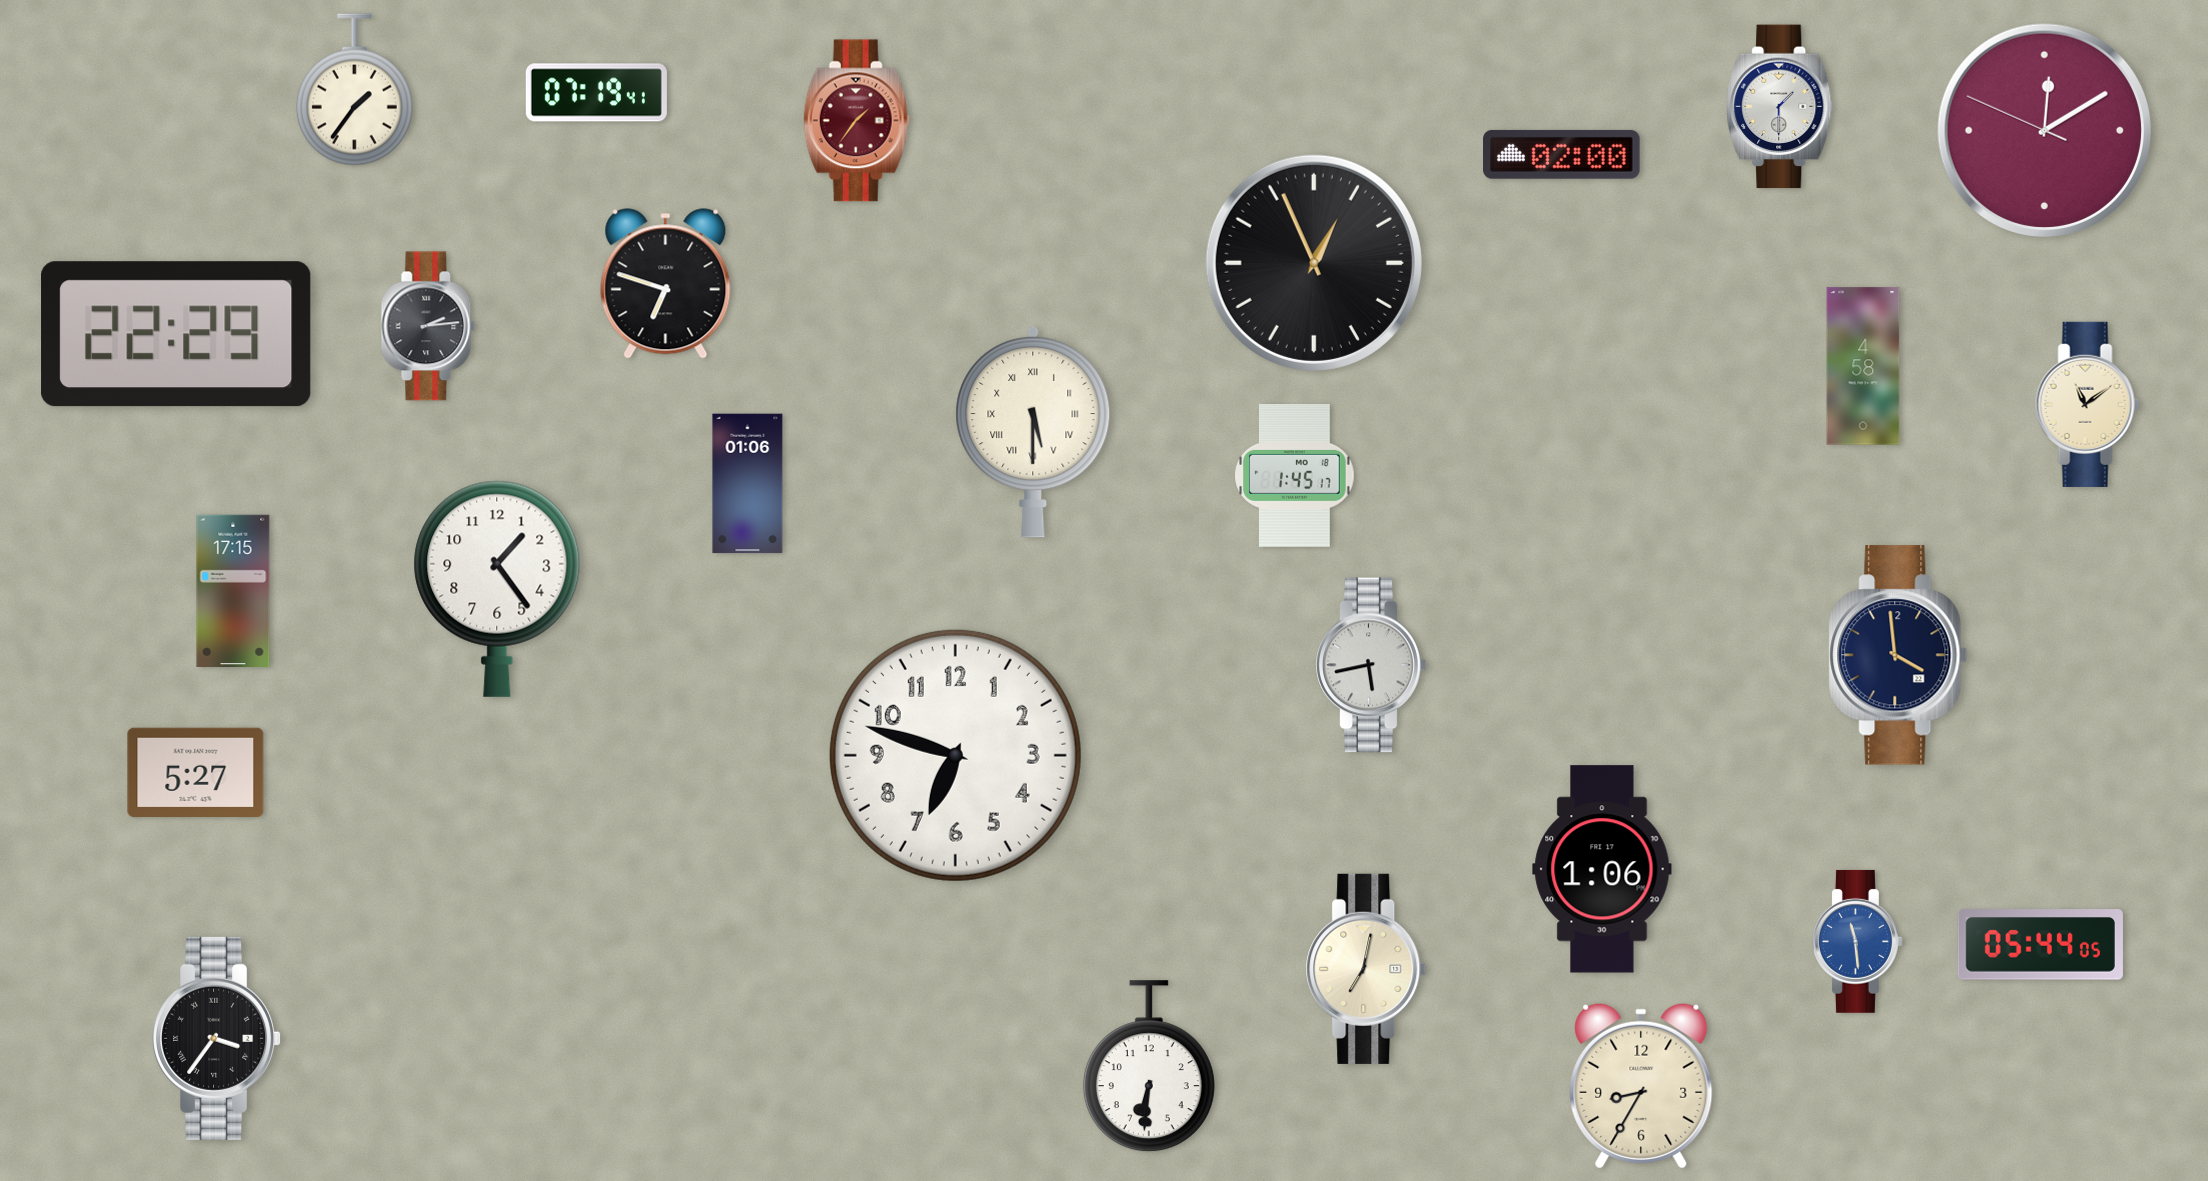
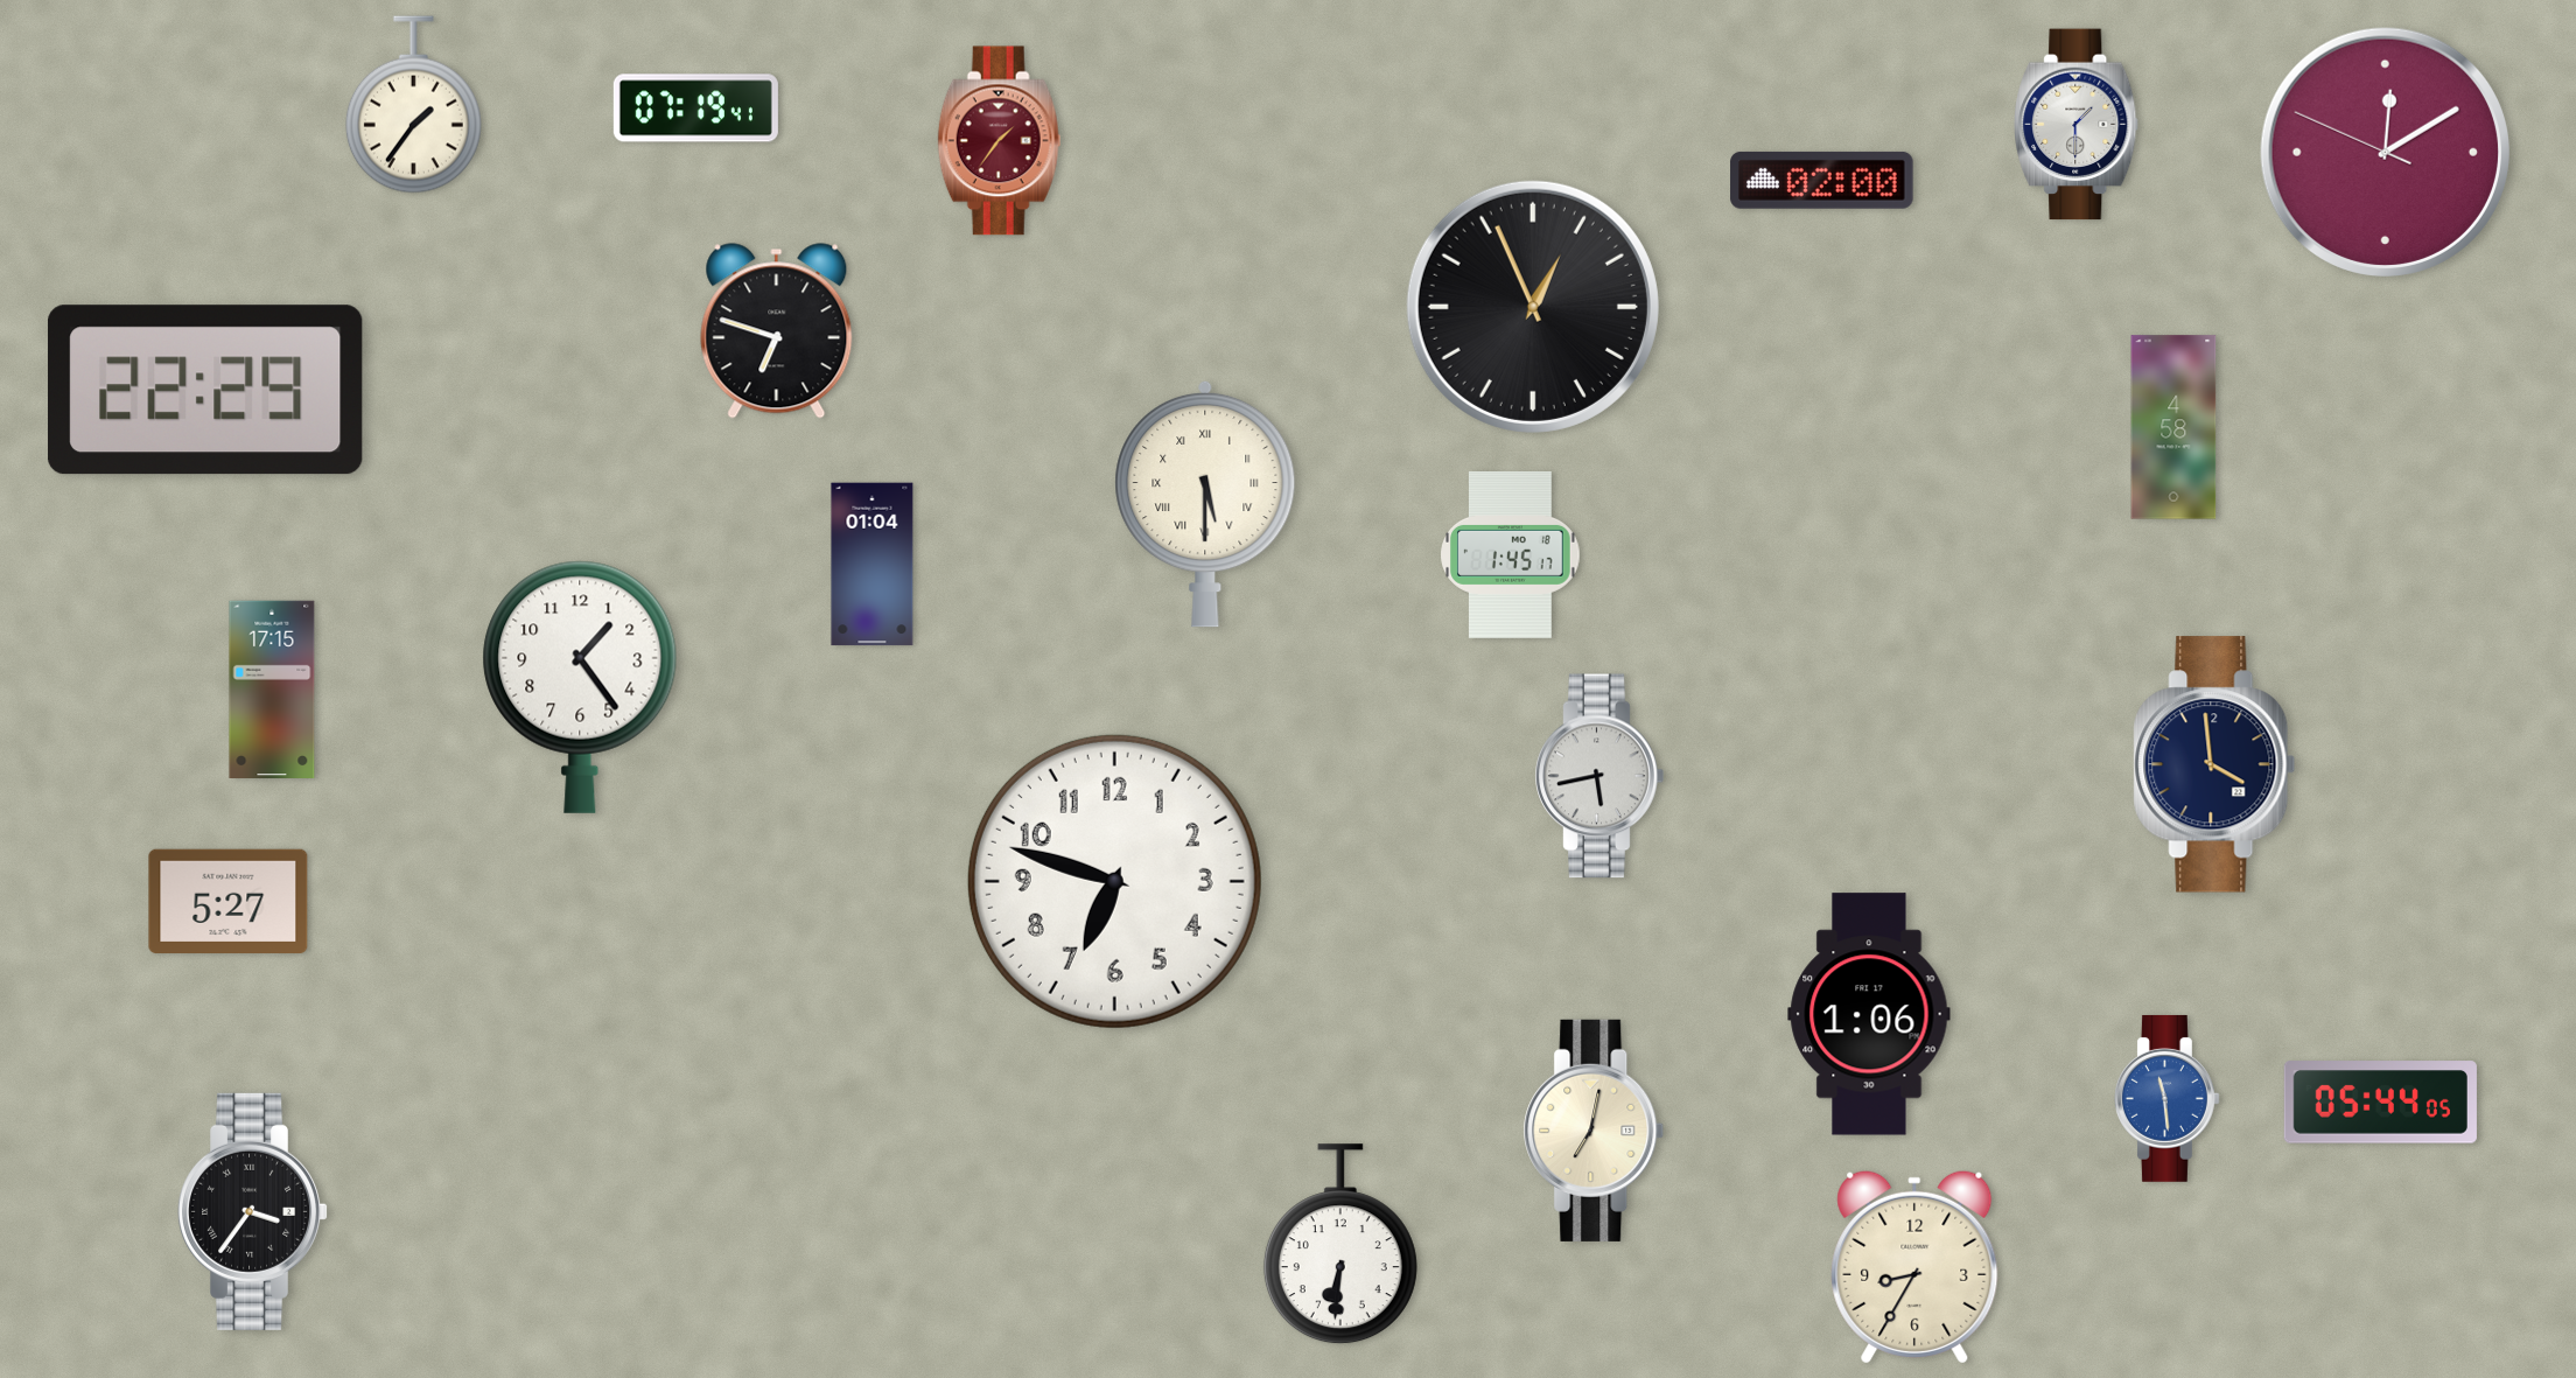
clock at (428, 326): 2:14 -> none
clock at (2087, 404): 11:09 -> none
clock at (748, 484): 01:06 -> 01:04
